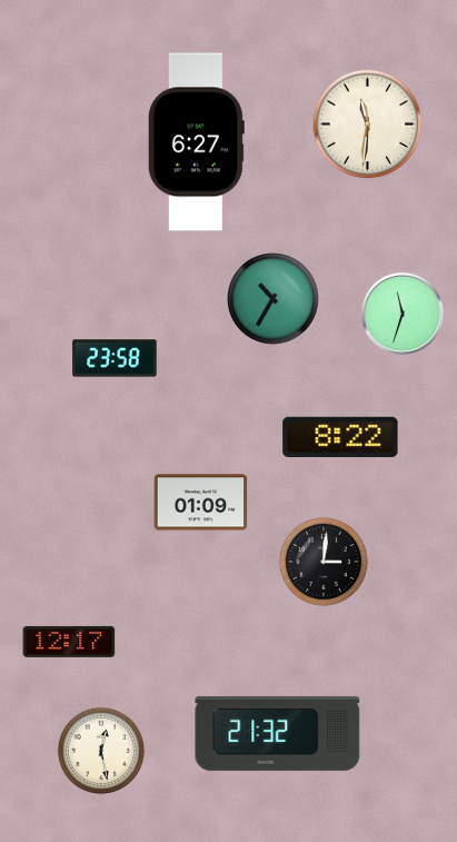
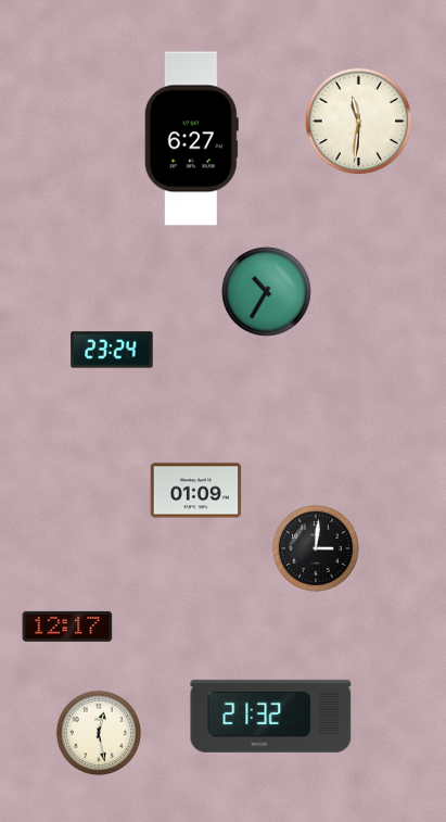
clock at (403, 314): 11:33 -> none
clock at (115, 358): 23:58 -> 23:24
clock at (340, 437): 8:22 -> none
